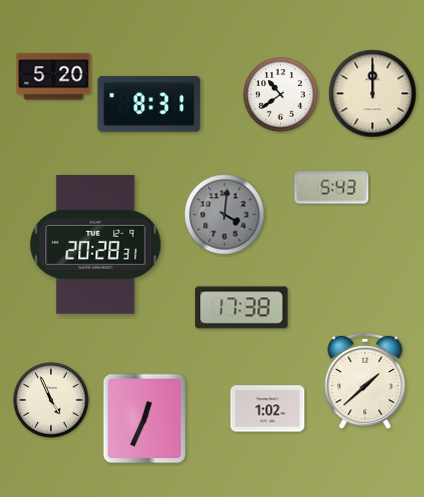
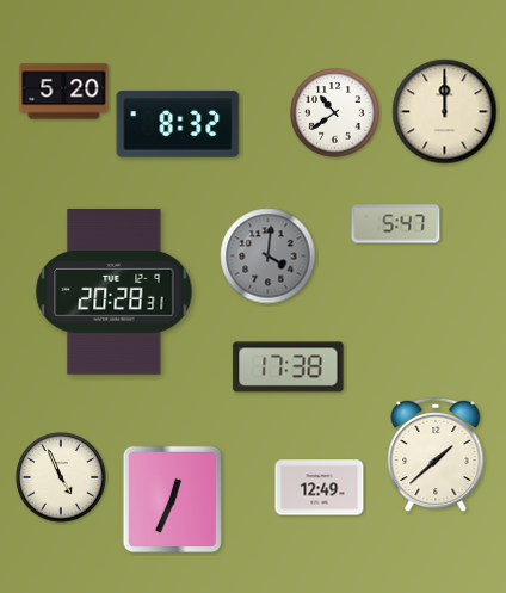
clock at (149, 104): 8:31 -> 8:32
clock at (332, 188): 5:43 -> 5:47
clock at (268, 409): 1:02 -> 12:49
